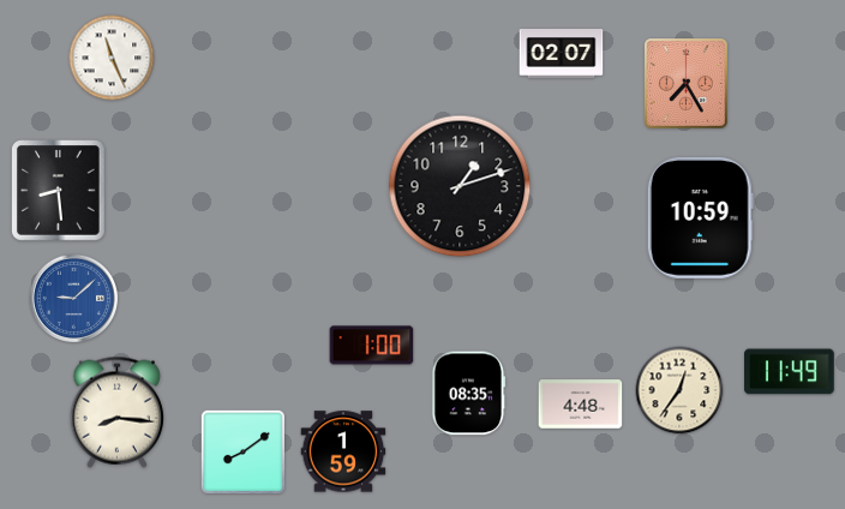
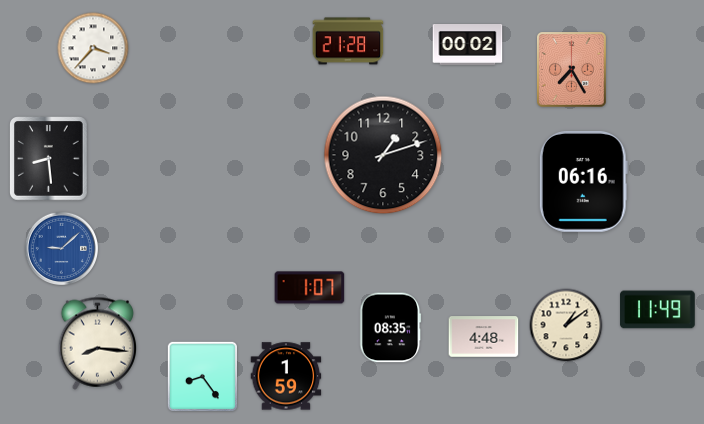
clock at (348, 41): none -> 21:28
clock at (562, 54): 02:07 -> 00:02
clock at (112, 58): 11:26 -> 3:37
clock at (700, 217): 10:59 -> 06:16
clock at (372, 346): 1:00 -> 1:07
clock at (679, 390): 12:36 -> 1:09
clock at (242, 451): 8:09 -> 8:24
